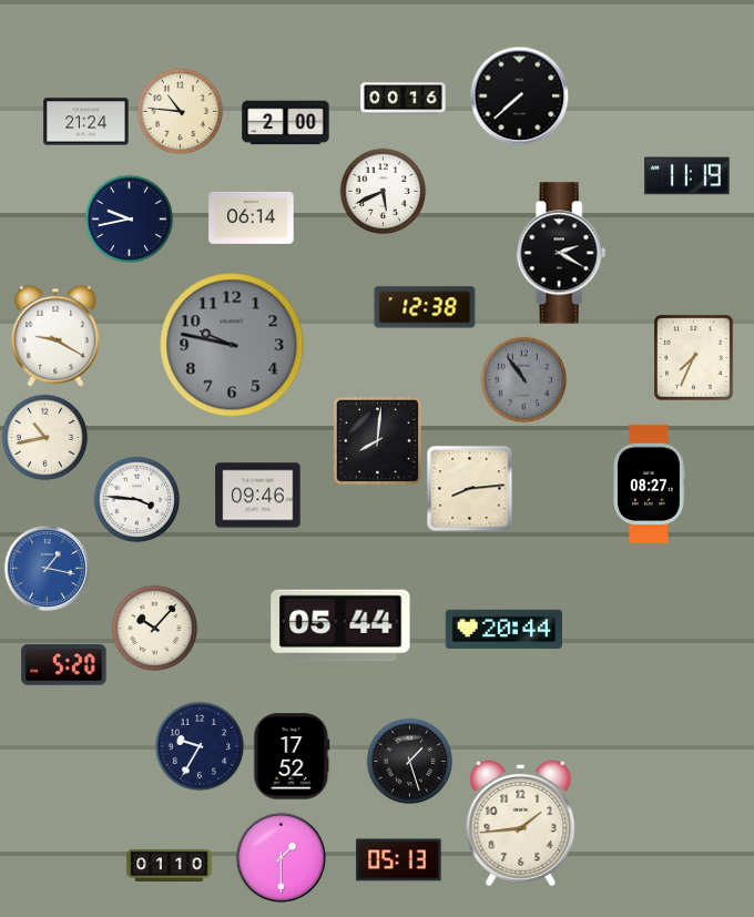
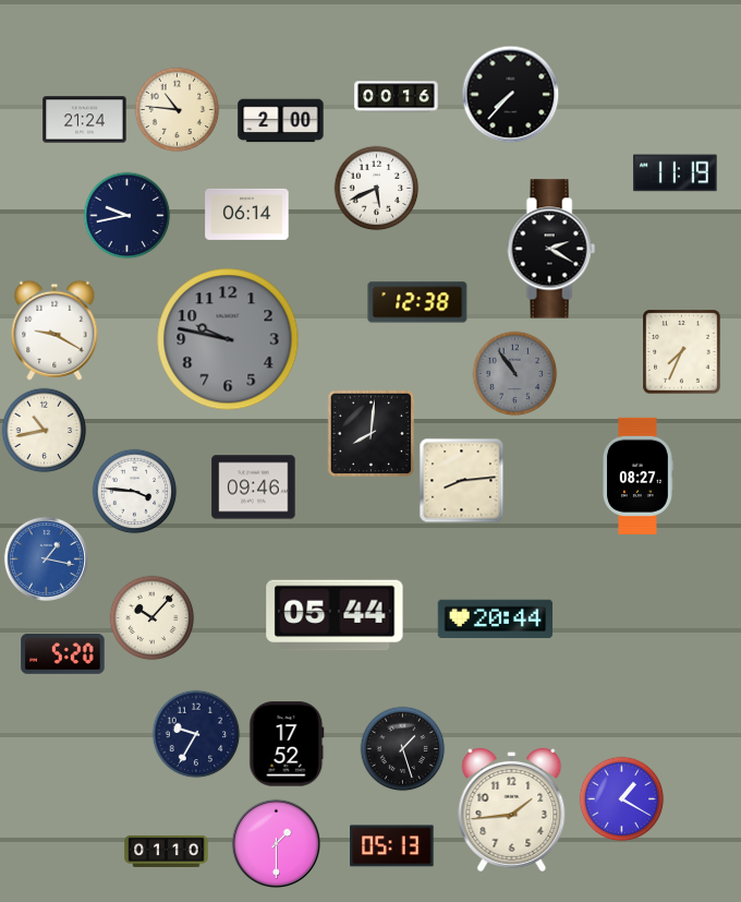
clock at (519, 95): 7:38 -> 7:37
clock at (621, 798): none -> 1:20
